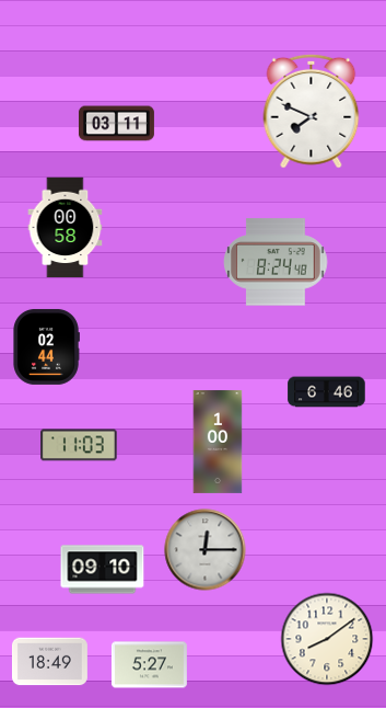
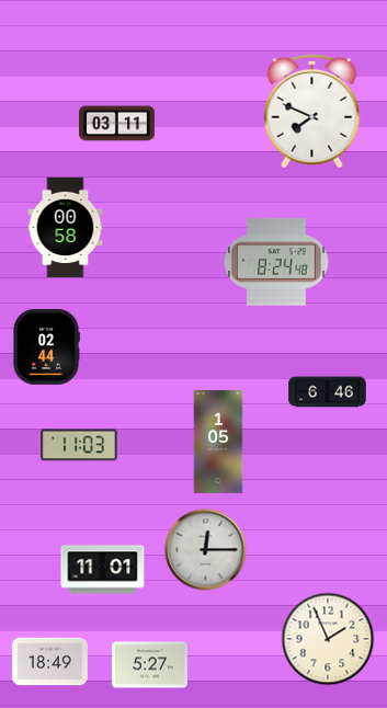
clock at (218, 442): 1:00 -> 1:05
clock at (103, 570): 09:10 -> 11:01
clock at (327, 639): 8:09 -> 1:56
